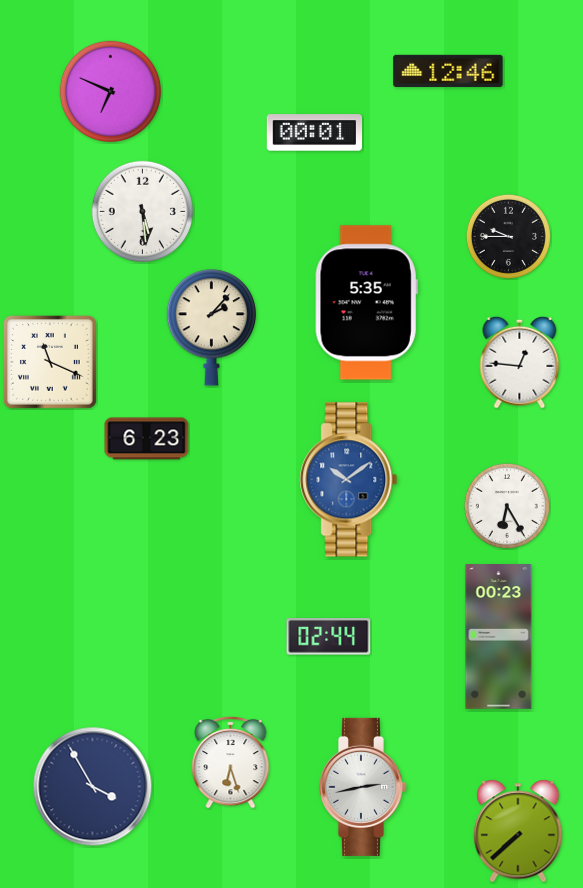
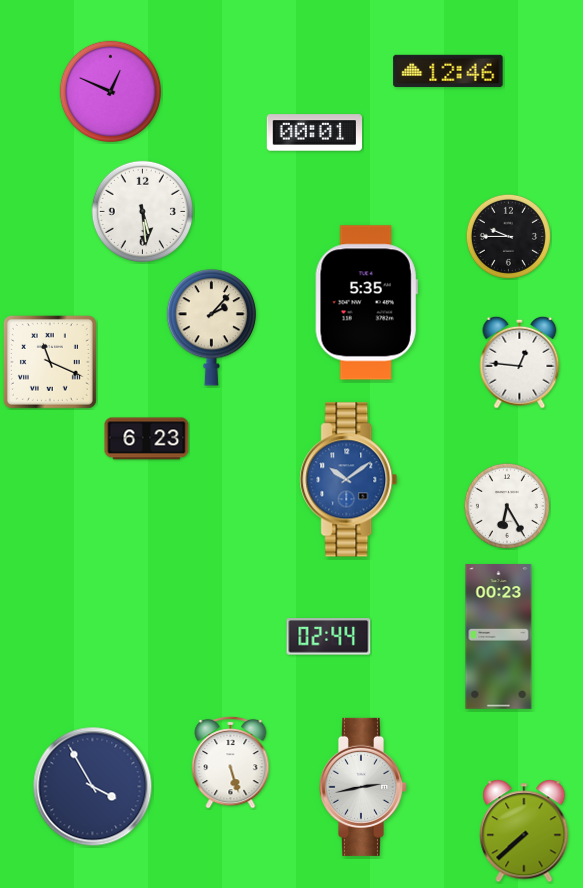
clock at (110, 91): 6:49 -> 12:49
clock at (231, 762): 6:27 -> 5:27
clock at (518, 831) position: (518, 831) -> (524, 831)
